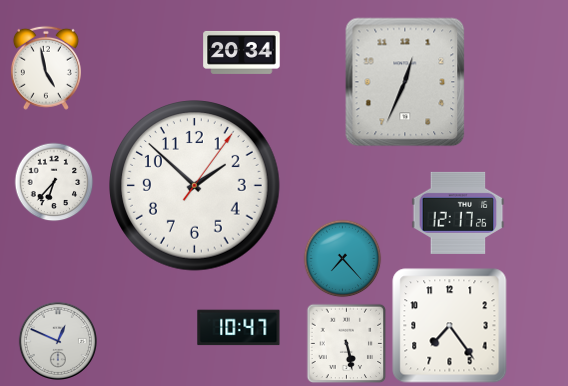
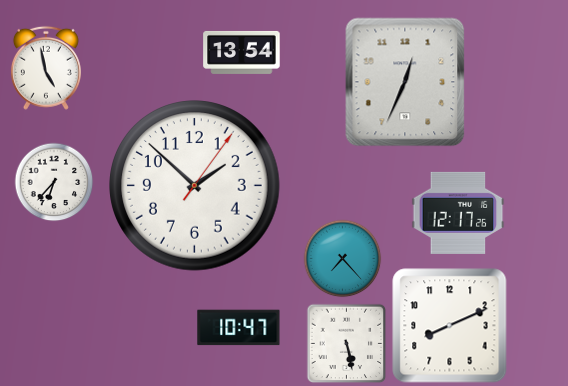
clock at (242, 52): 20:34 -> 13:54
clock at (450, 326): 7:24 -> 8:11
clock at (58, 341): 12:49 -> none
